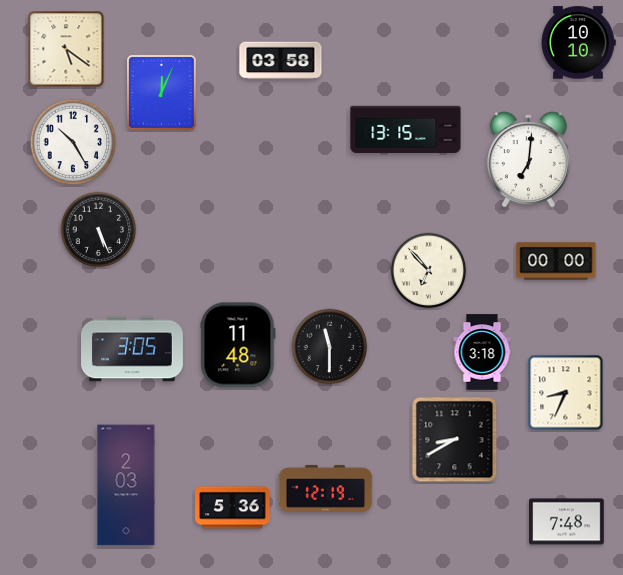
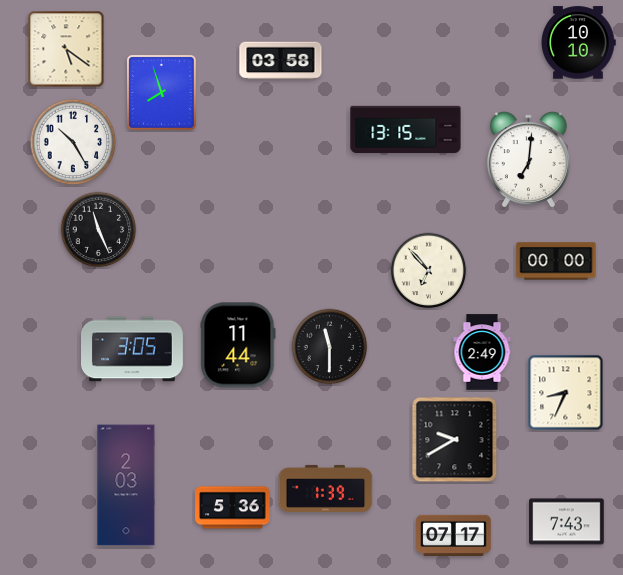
clock at (162, 93): 12:04 -> 7:57
clock at (99, 230): 5:26 -> 11:26
clock at (238, 345): 11:48 -> 11:44
clock at (482, 352): 3:18 -> 2:49
clock at (455, 440): 8:40 -> 9:40
clock at (326, 488): 12:19 -> 1:39
clock at (567, 522): 7:48 -> 7:43
clock at (454, 535): none -> 07:17
